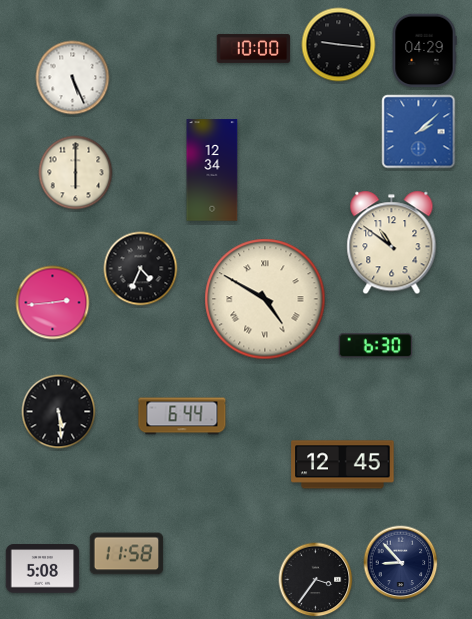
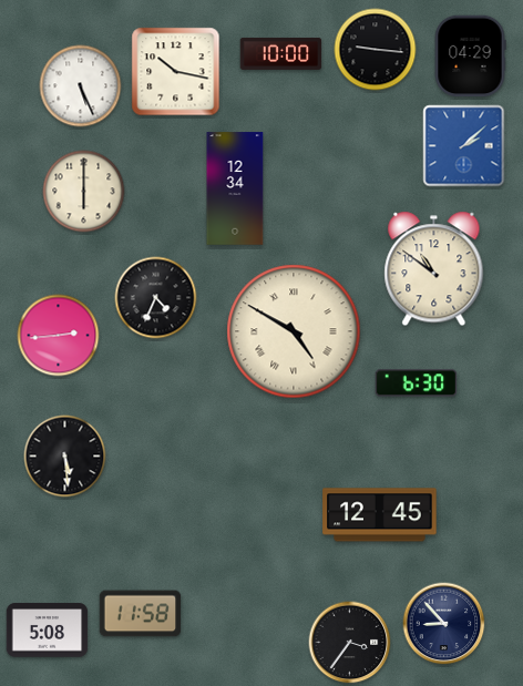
clock at (176, 72): none -> 10:17
clock at (182, 416): 6:44 -> none
